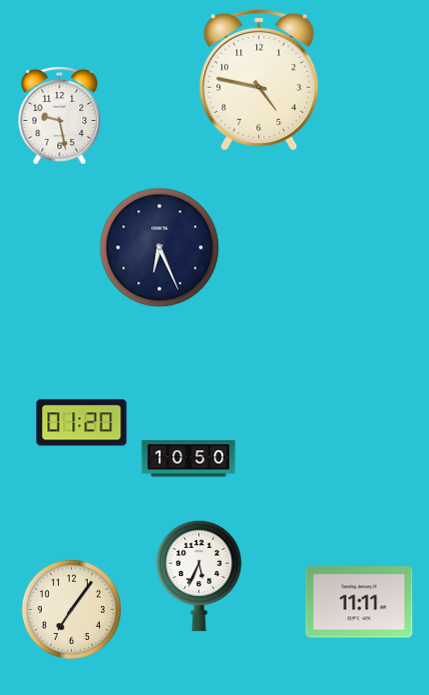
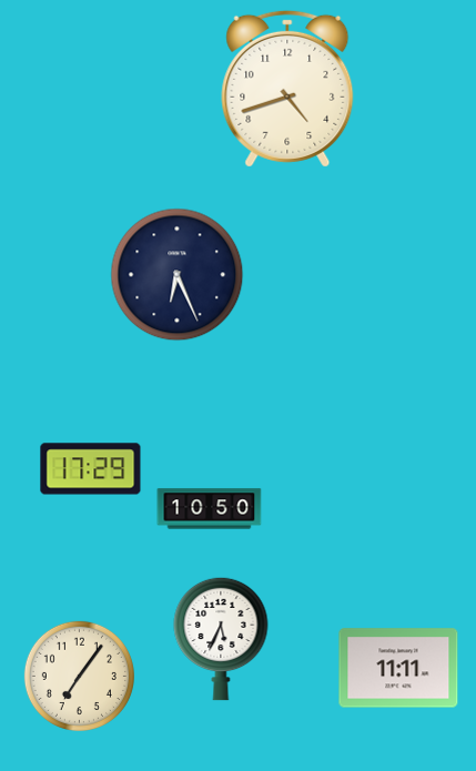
clock at (259, 80): 4:47 -> 4:42
clock at (60, 116): 9:28 -> none
clock at (82, 423): 01:20 -> 17:29
